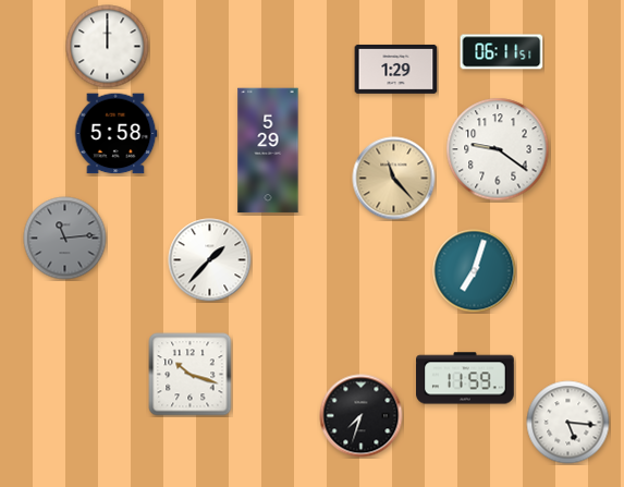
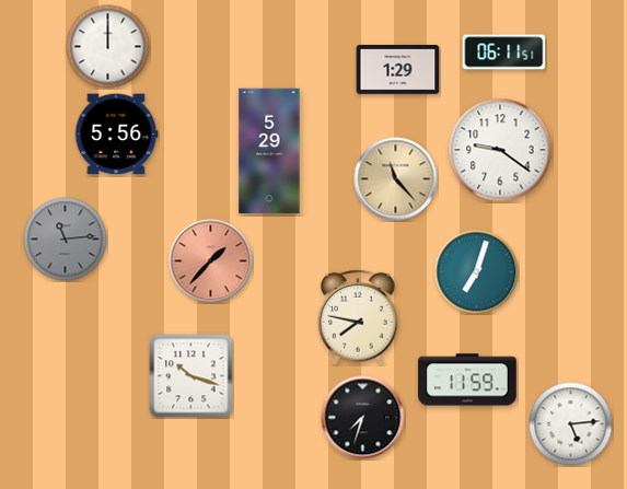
clock at (115, 134): 5:58 -> 5:56
clock at (210, 260) dial: white -> salmon
clock at (358, 317): none -> 7:47
clock at (568, 423): 5:16 -> 5:14
